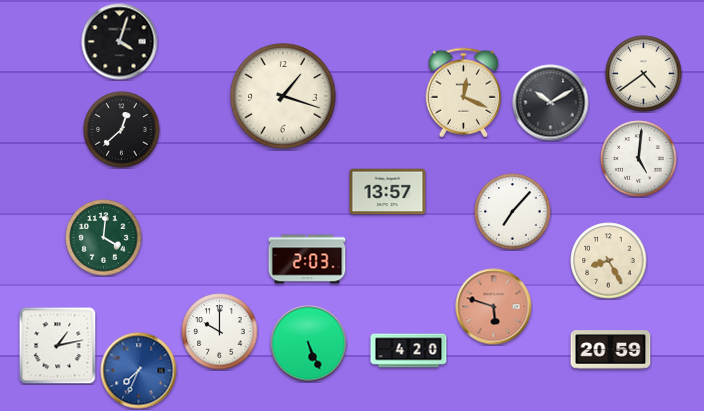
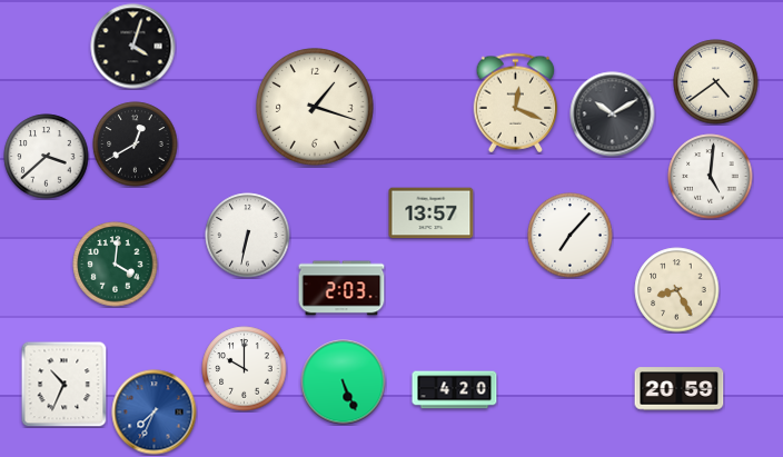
clock at (122, 130): 12:38 -> 12:40
clock at (47, 157): none -> 3:38
clock at (248, 236): none -> 6:32
clock at (494, 307): 5:48 -> none
clock at (57, 345): 1:13 -> 10:34
